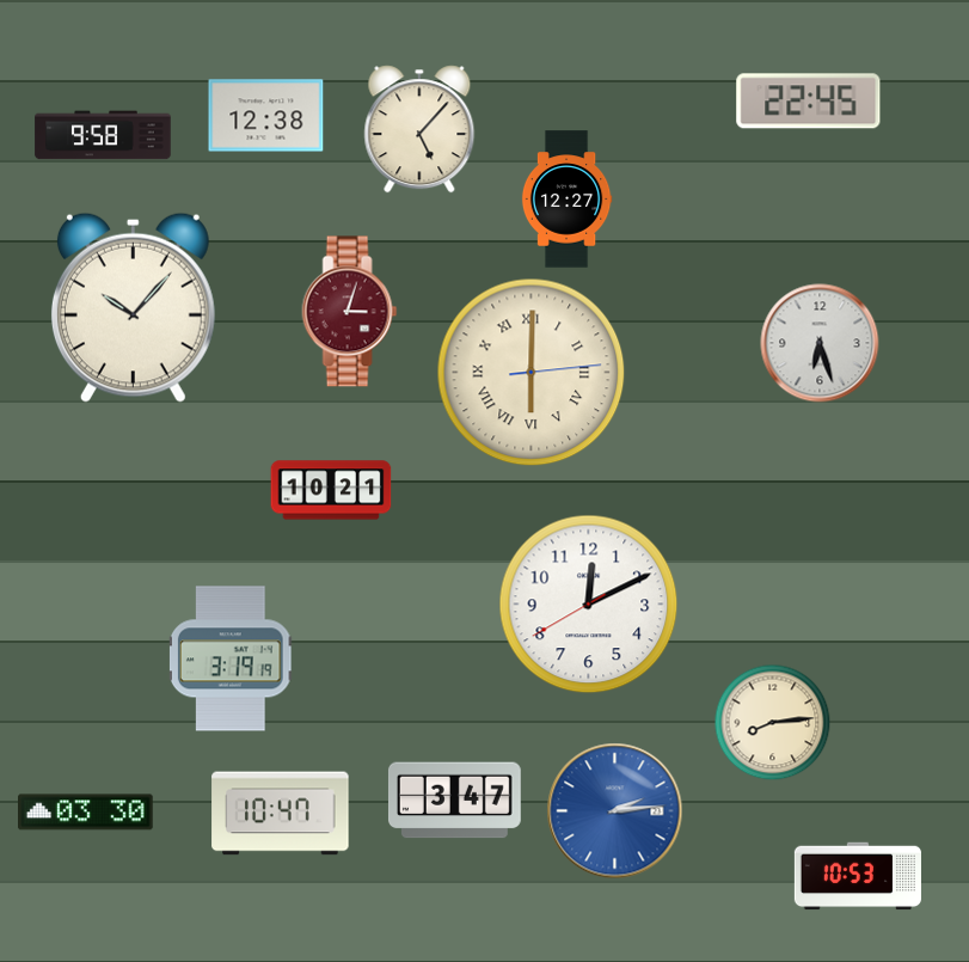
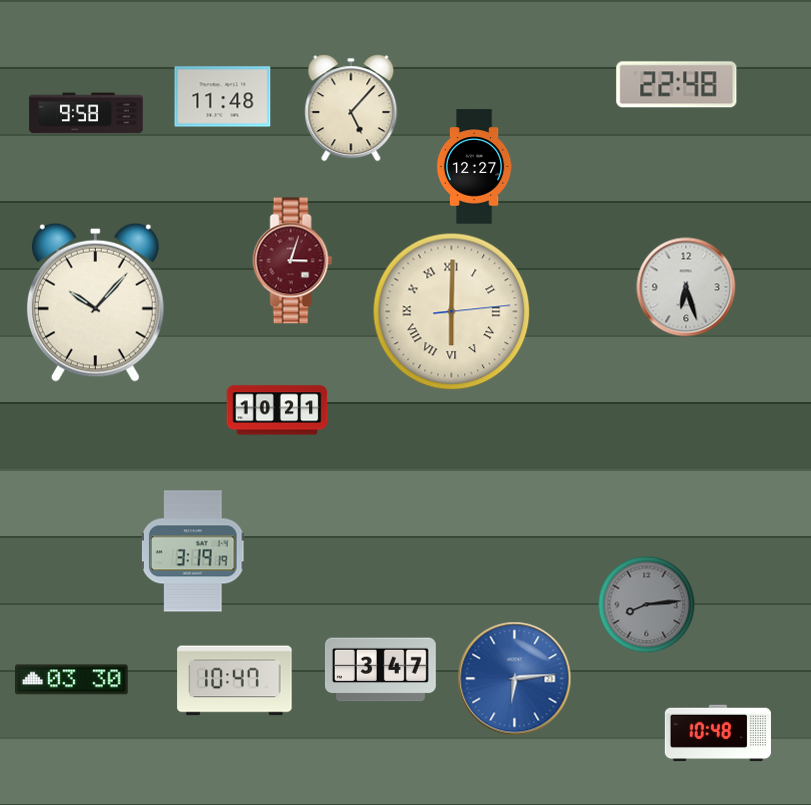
clock at (809, 102): 22:45 -> 22:48
clock at (266, 116): 12:38 -> 11:48
clock at (133, 307) position: (133, 307) -> (95, 302)
clock at (532, 373) position: (532, 373) -> (452, 312)
clock at (589, 605): 12:10 -> none
clock at (773, 723) dial: cream -> grey
clock at (615, 811): 2:14 -> 6:14
clock at (858, 876): 10:53 -> 10:48
